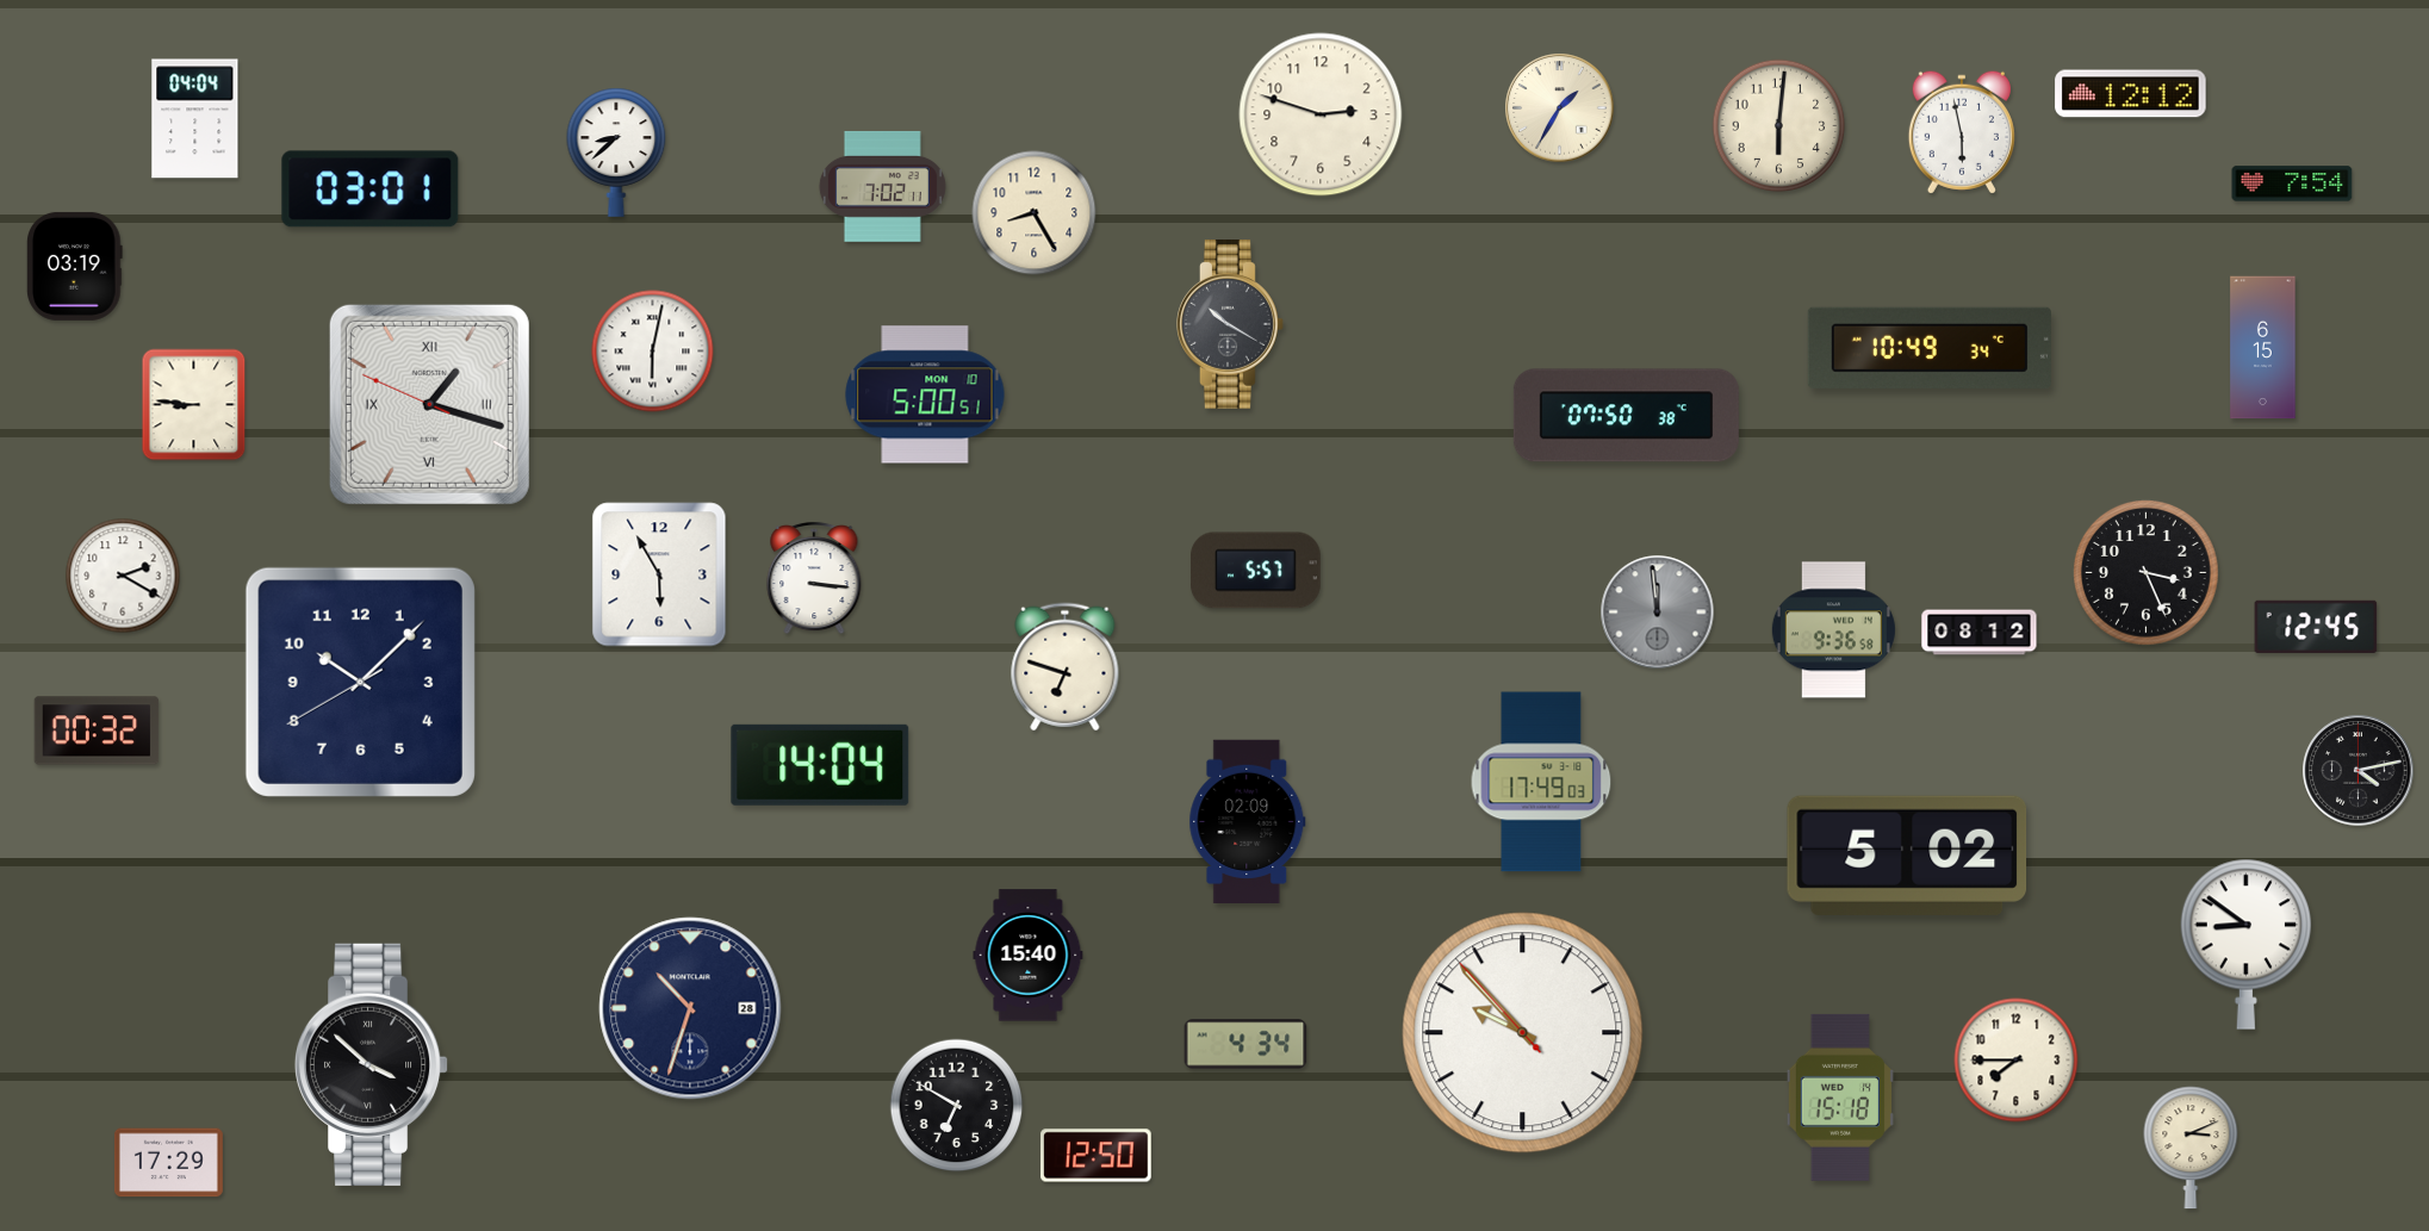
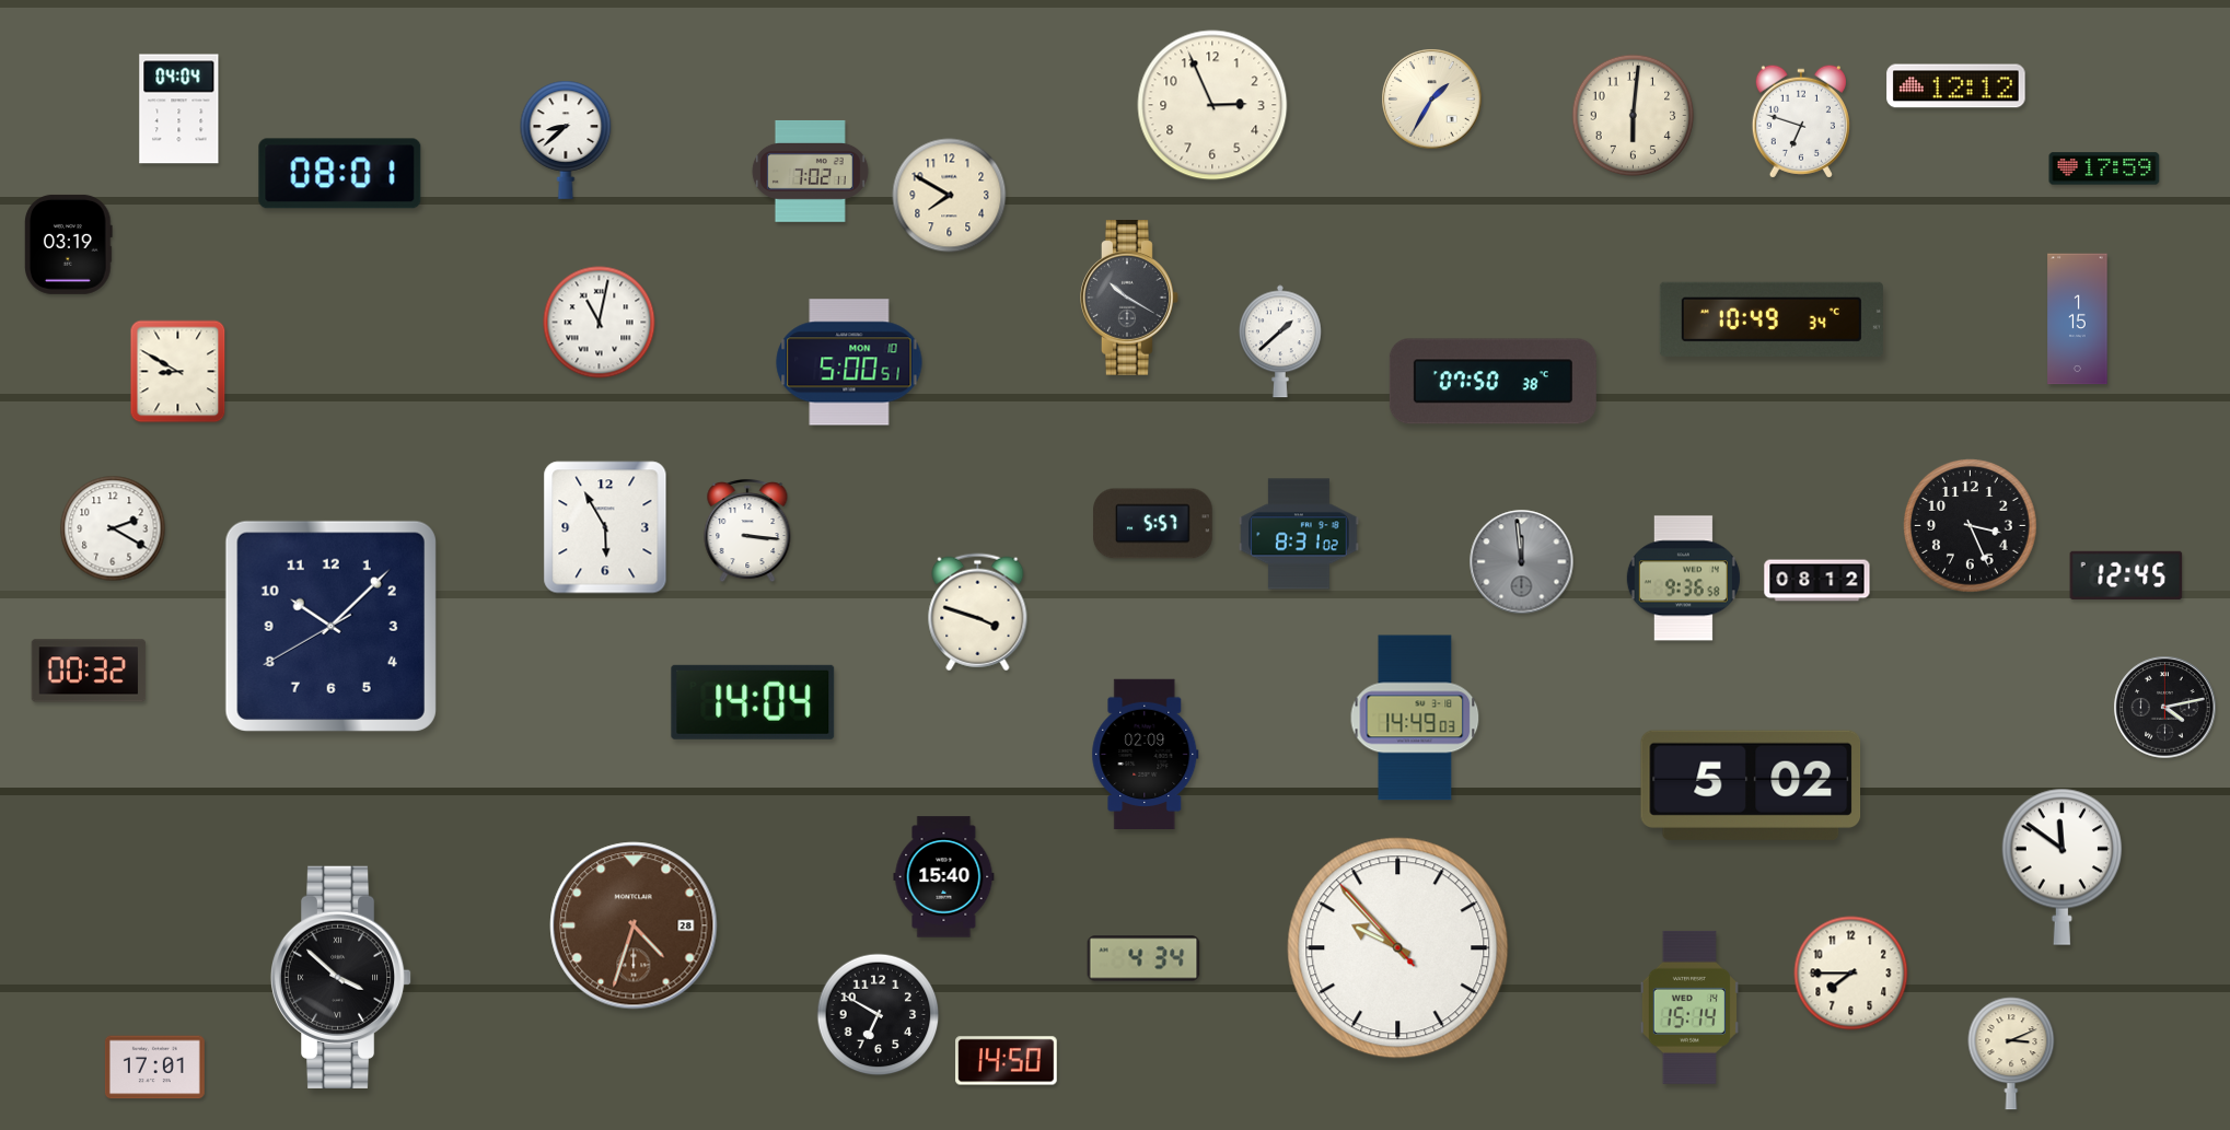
clock at (1321, 114): 2:48 -> 2:56
clock at (1962, 132): 5:58 -> 6:48
clock at (2292, 184): 7:54 -> 17:59
clock at (371, 189): 03:01 -> 08:01
clock at (1035, 213): 8:25 -> 7:50
clock at (2263, 348): 6:15 -> 1:15
clock at (653, 352): 6:02 -> 11:02
clock at (1281, 341): none -> 1:38
clock at (429, 404): 1:17 -> none
clock at (194, 405): 8:46 -> 8:50
clock at (1299, 534): none -> 8:31
clock at (1066, 667): 6:48 -> 3:48
clock at (1541, 782): 17:49 -> 14:49
clock at (2247, 944): 8:51 -> 11:51
clock at (690, 1008): 10:33 -> 4:33
clock at (690, 1008) dial: navy -> brown
clock at (1840, 1098): 15:18 -> 15:14
clock at (1097, 1156): 12:50 -> 14:50
clock at (168, 1163): 17:29 -> 17:01
